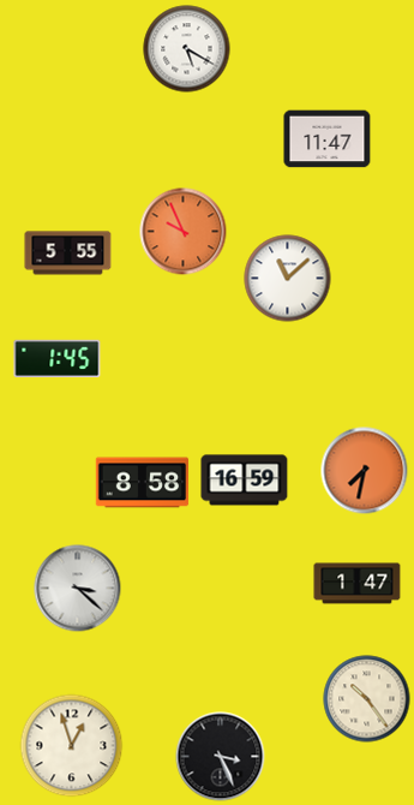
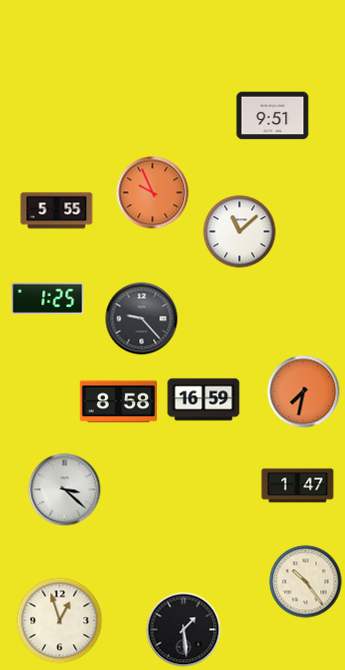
clock at (187, 49): 5:20 -> none
clock at (328, 139): 11:47 -> 9:51
clock at (58, 358): 1:45 -> 1:25
clock at (142, 319): none -> 9:23
clock at (221, 757): 3:26 -> 1:29
